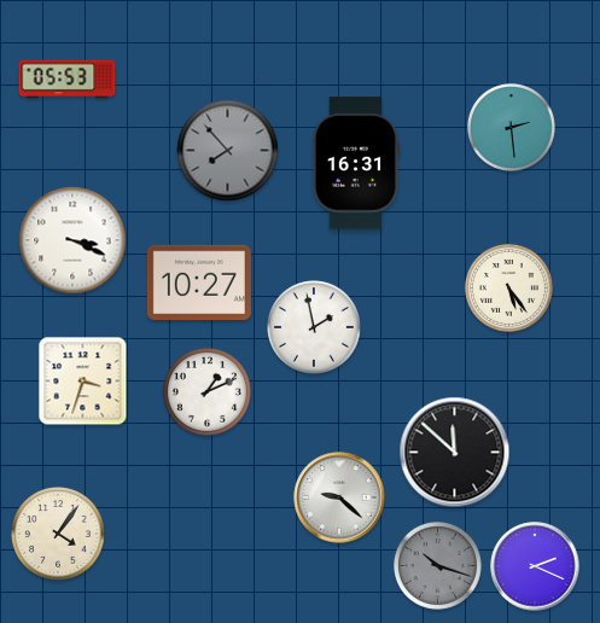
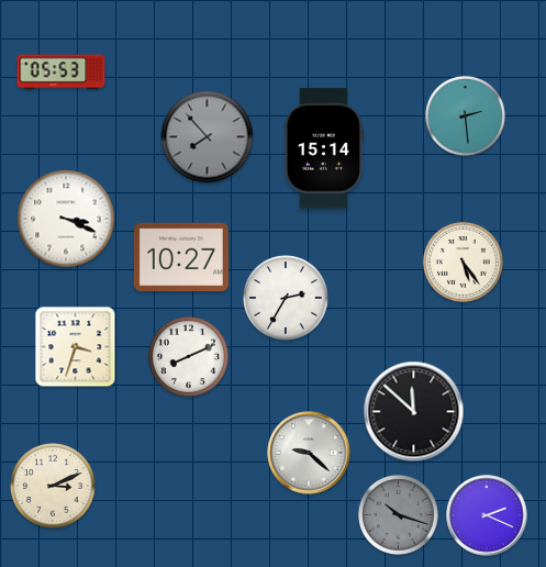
clock at (356, 163): 16:31 -> 15:14
clock at (314, 327): 1:58 -> 2:35
clock at (206, 391): 1:11 -> 8:11
clock at (58, 534): 4:06 -> 3:11
